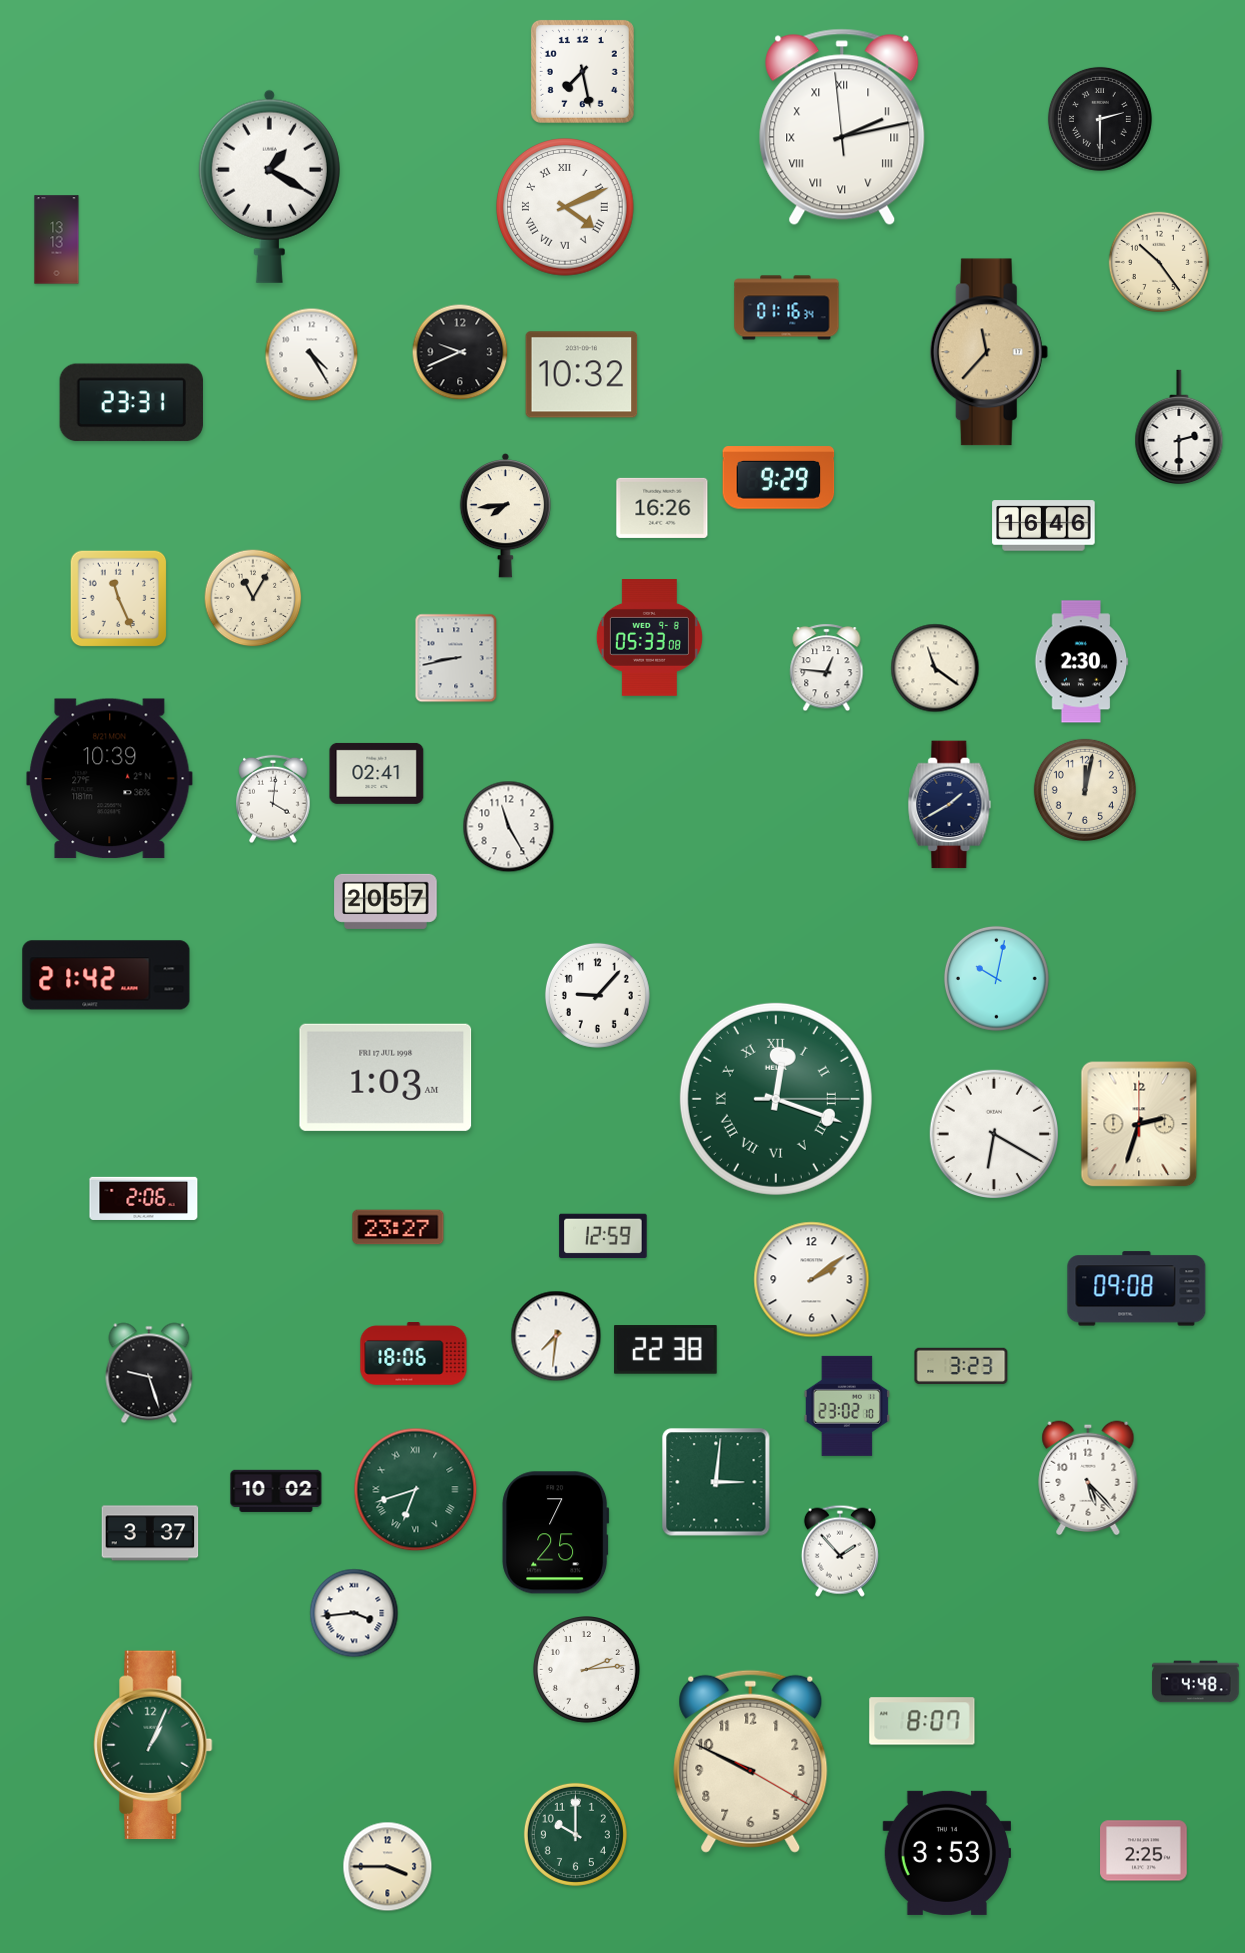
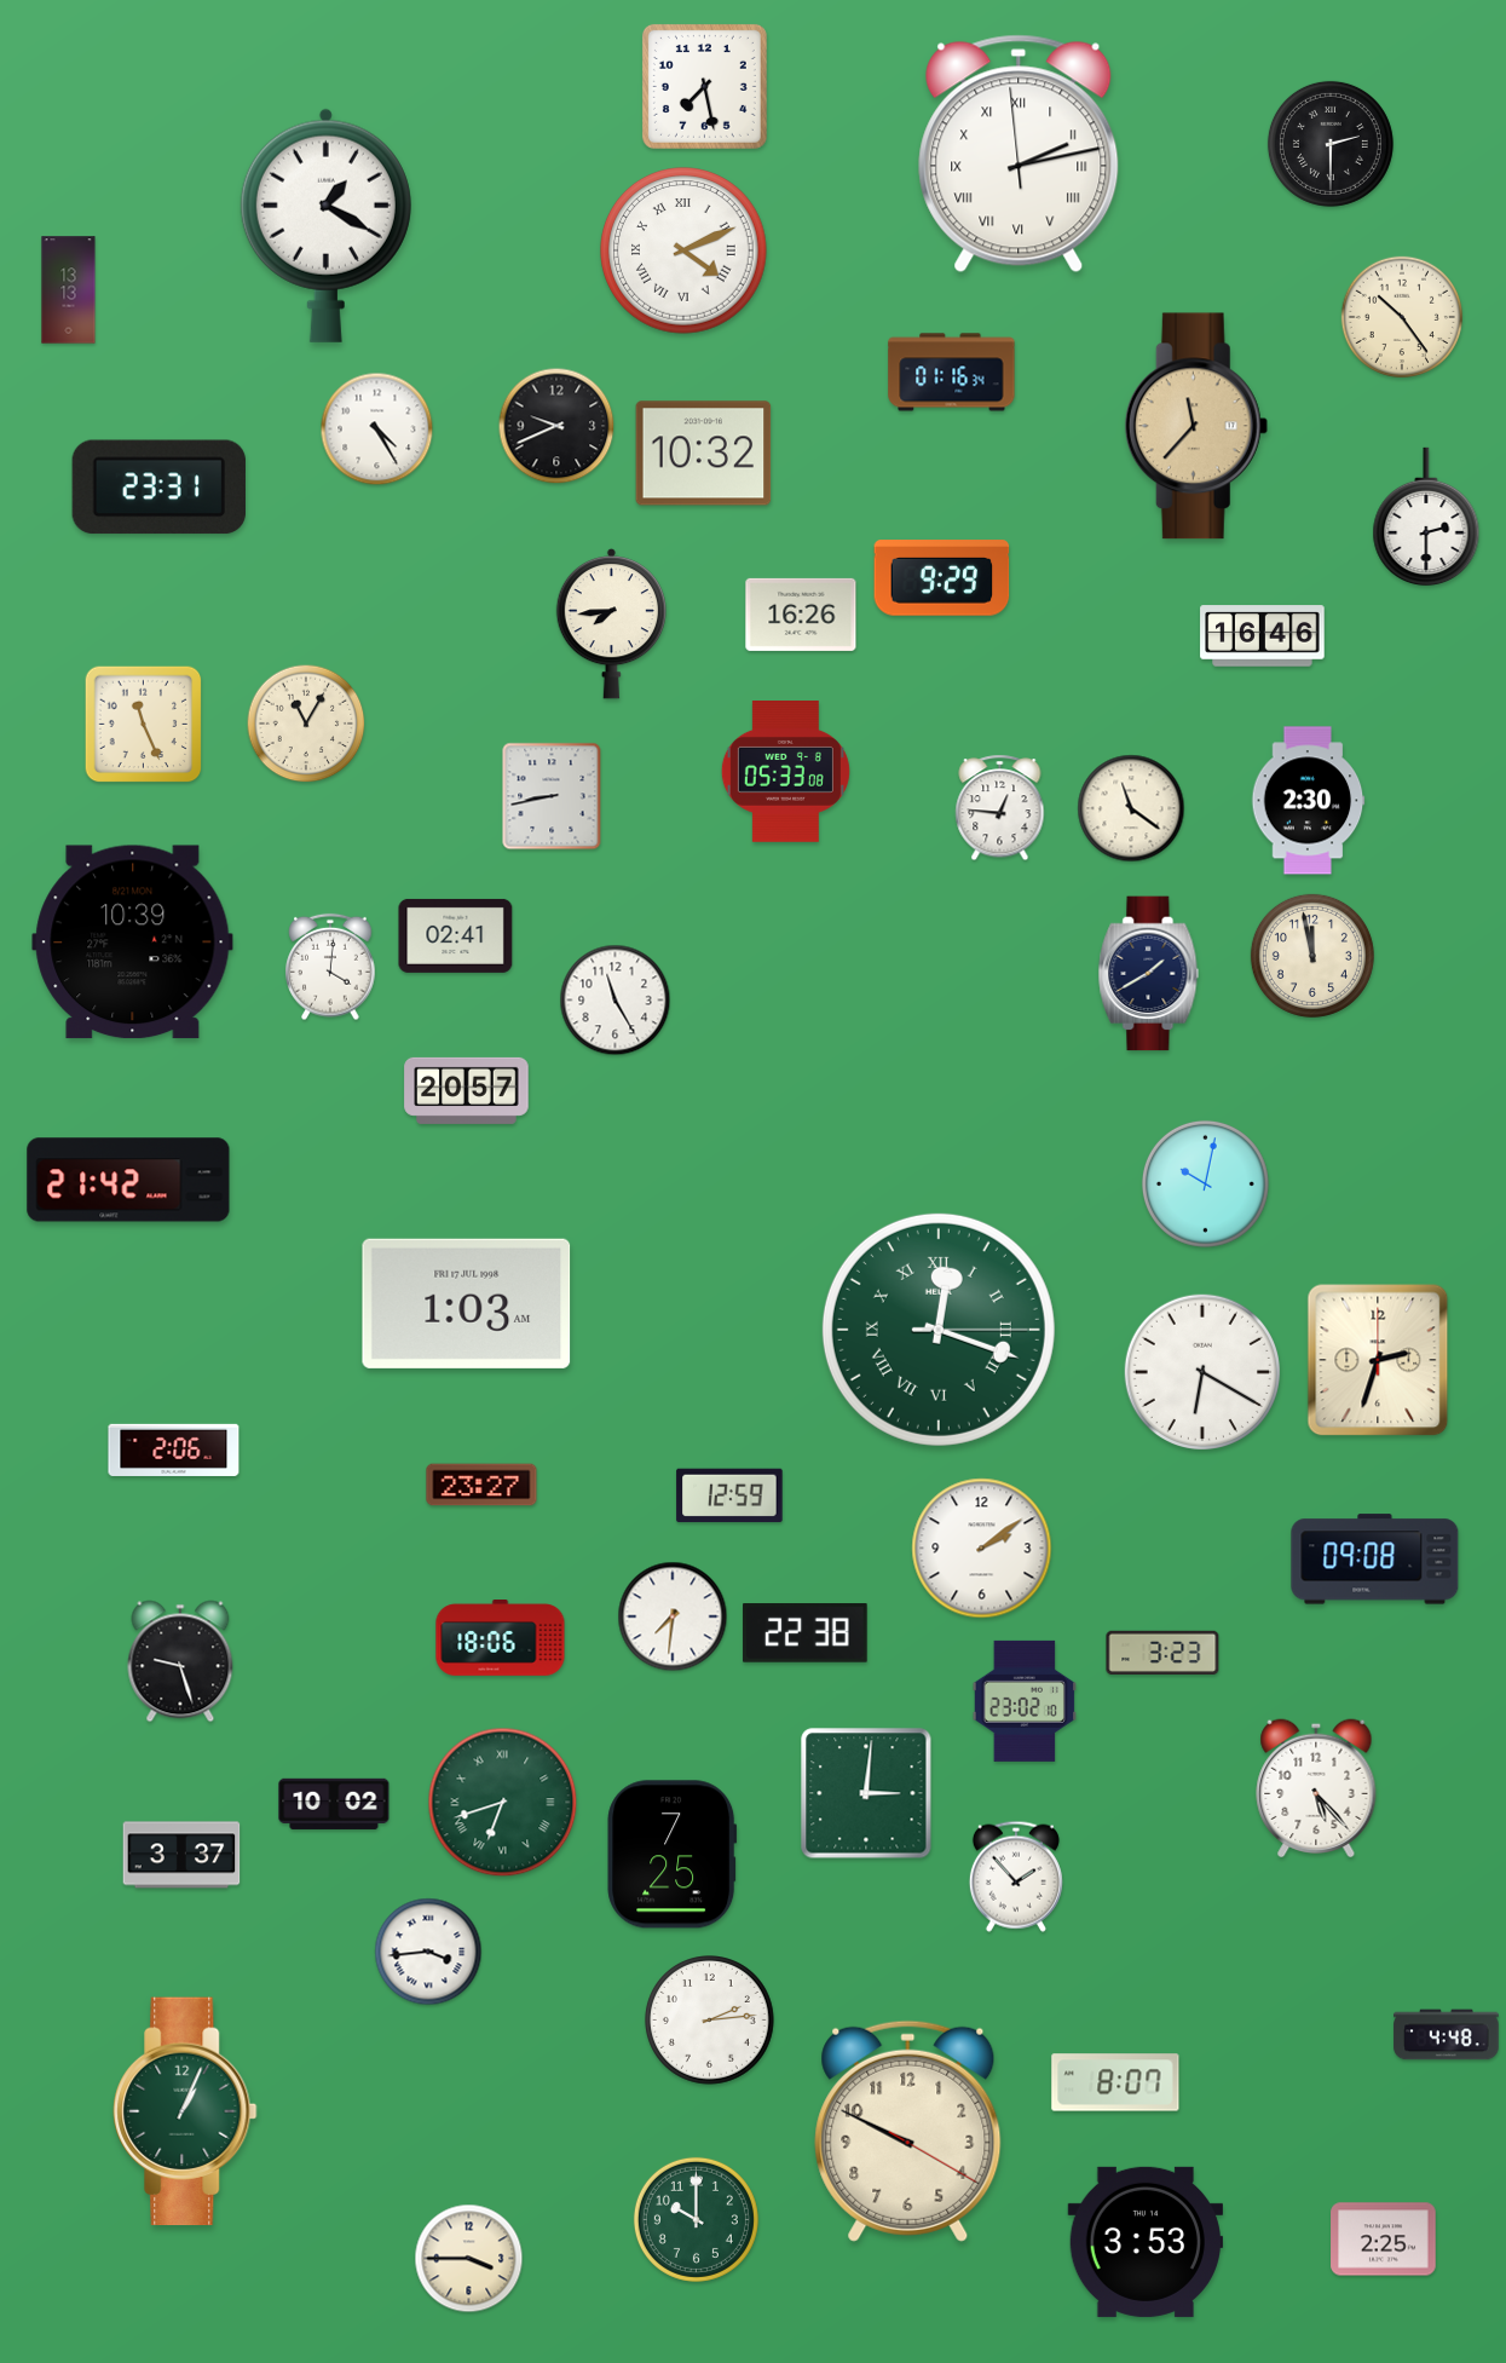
clock at (1085, 790): 12:02 -> 11:58
clock at (597, 995): 9:07 -> none
